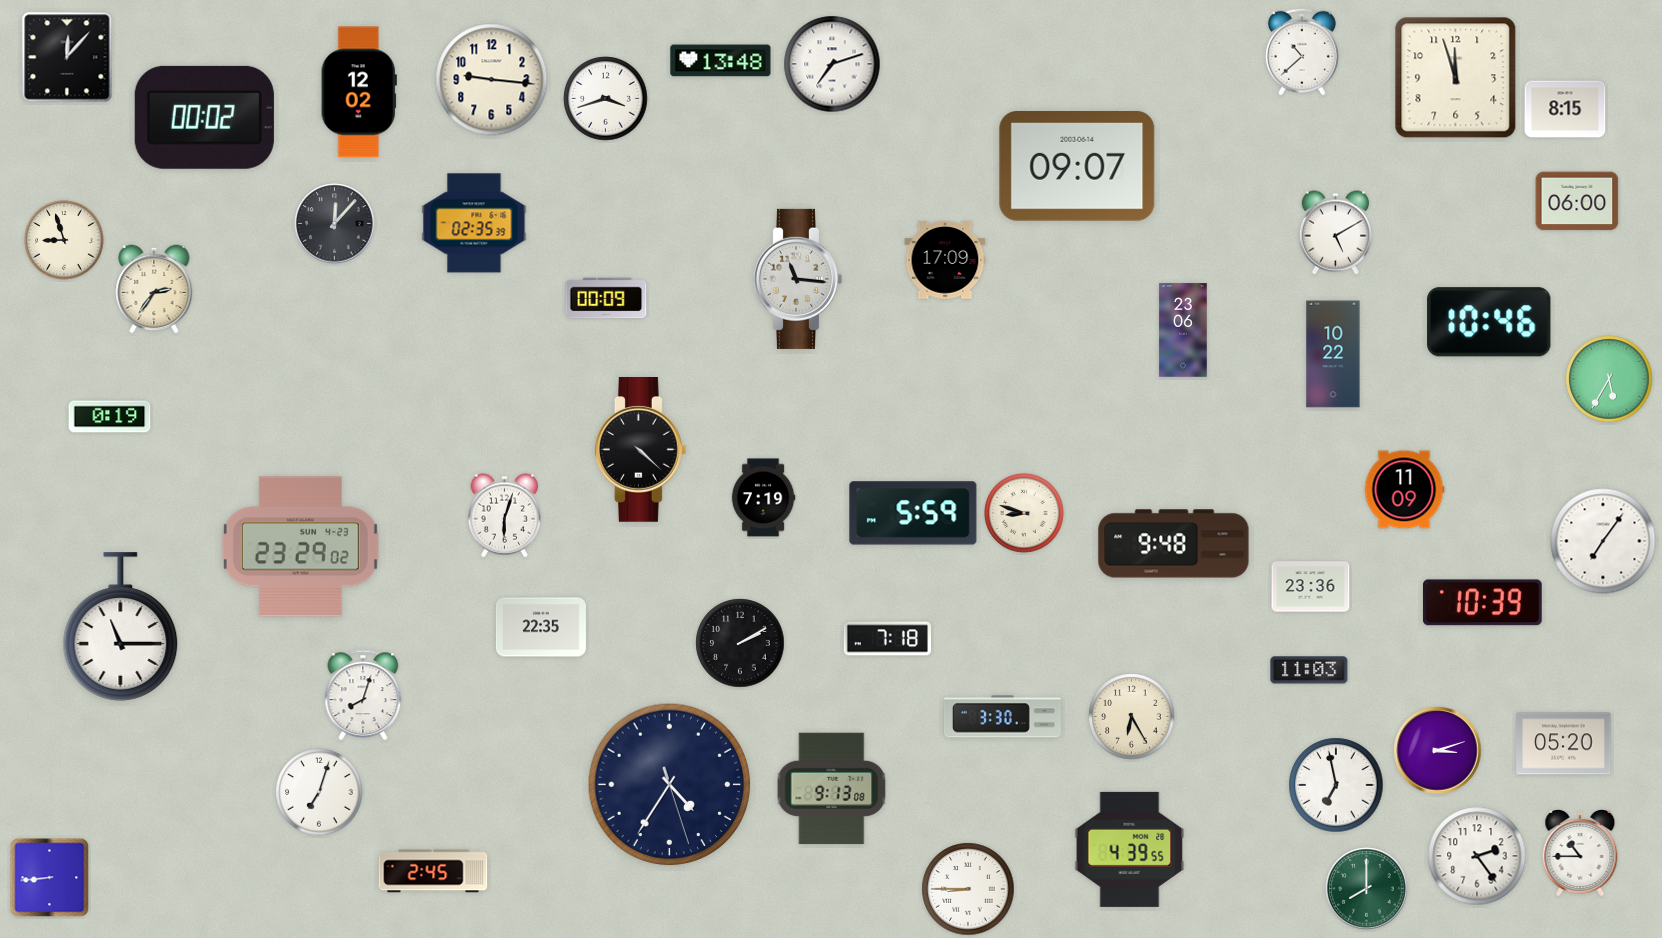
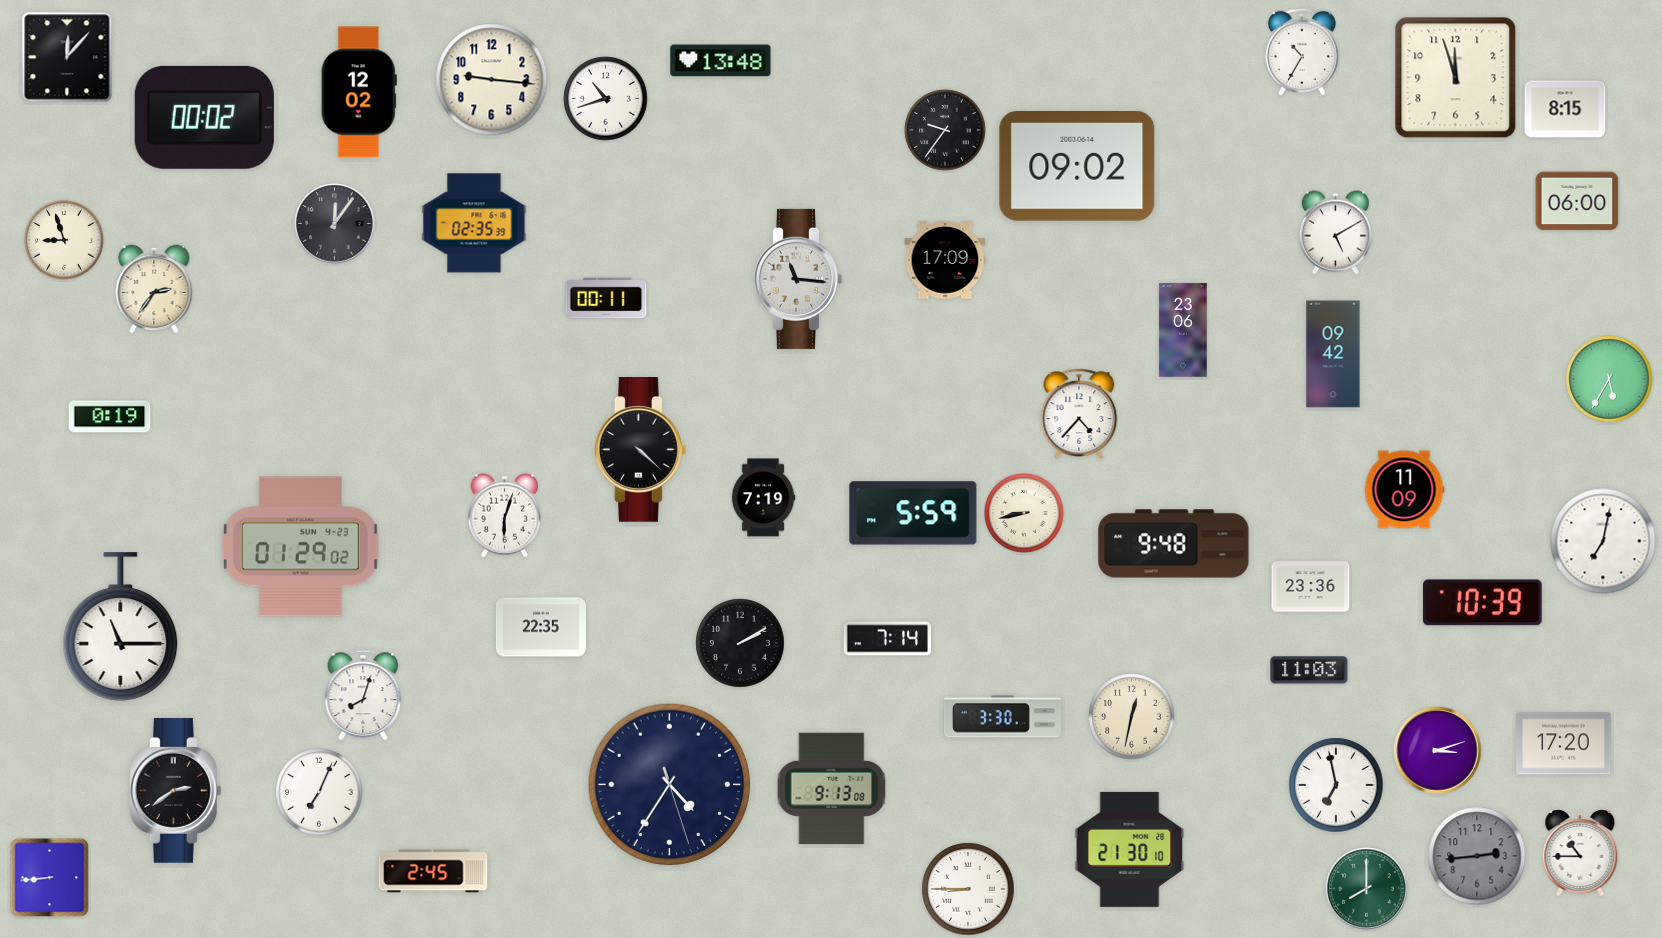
clock at (1302, 52): 10:38 -> 10:35
clock at (832, 64): 7:12 -> none
clock at (606, 99): 3:42 -> 10:42
clock at (945, 130): none -> 9:36
clock at (1077, 167): 09:07 -> 09:02
clock at (335, 224): 12:07 -> 12:06
clock at (606, 298): 00:09 -> 00:11
clock at (1489, 322): 10:46 -> none
clock at (1333, 354): 10:22 -> 09:42
clock at (1079, 414): none -> 4:37
clock at (1024, 513): 8:48 -> 8:43
clock at (1603, 541): 7:06 -> 7:02
clock at (300, 547): 23:29 -> 01:29
clock at (887, 639): 7:18 -> 7:14
clock at (1132, 717): 6:25 -> 12:32
clock at (1564, 744): 05:20 -> 17:20
clock at (175, 791): none -> 2:39
clock at (319, 792): 7:03 -> 7:04
clock at (1130, 849): 4:39 -> 21:30
clock at (1477, 856): 2:24 -> 2:44
clock at (1477, 856) dial: white -> grey
